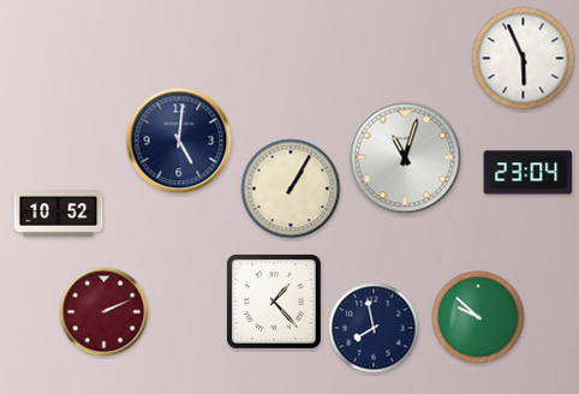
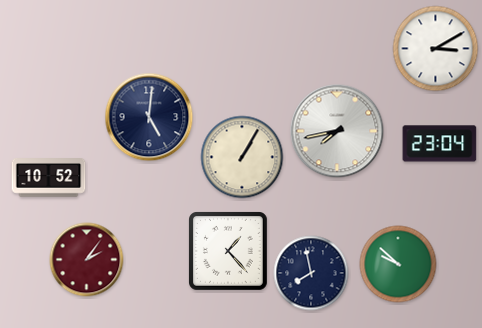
clock at (524, 59): 5:56 -> 3:10
clock at (405, 157): 11:03 -> 7:43
clock at (105, 312): 2:11 -> 2:06
